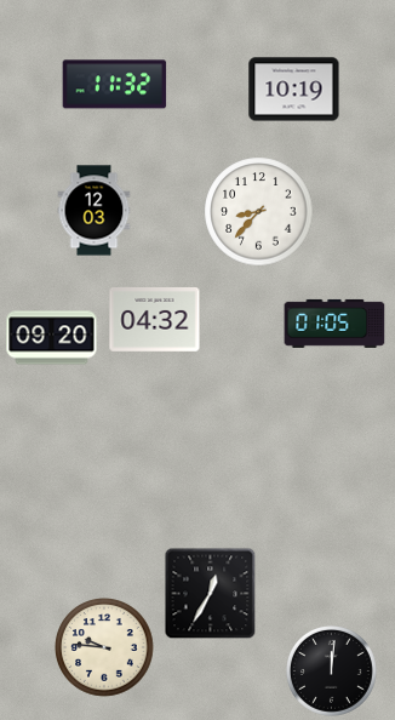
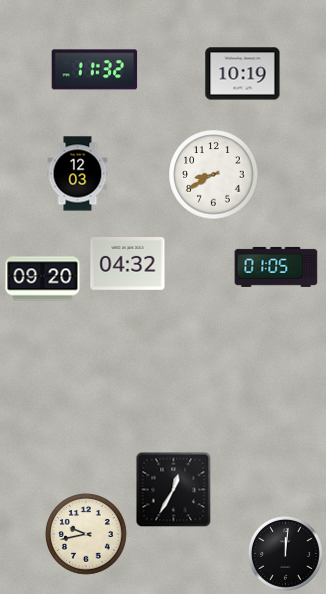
clock at (259, 212): 8:37 -> 8:40
clock at (104, 647): 9:46 -> 9:43
clock at (332, 672) position: (332, 672) -> (286, 554)
